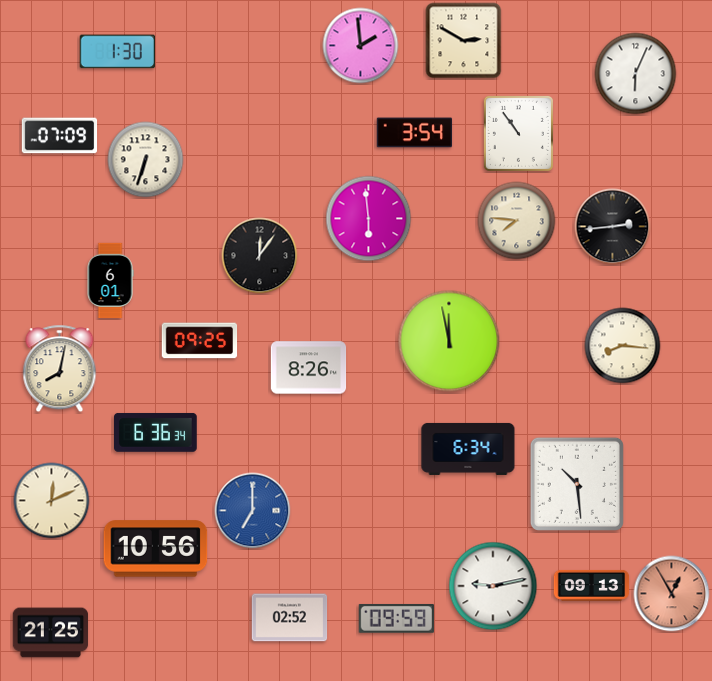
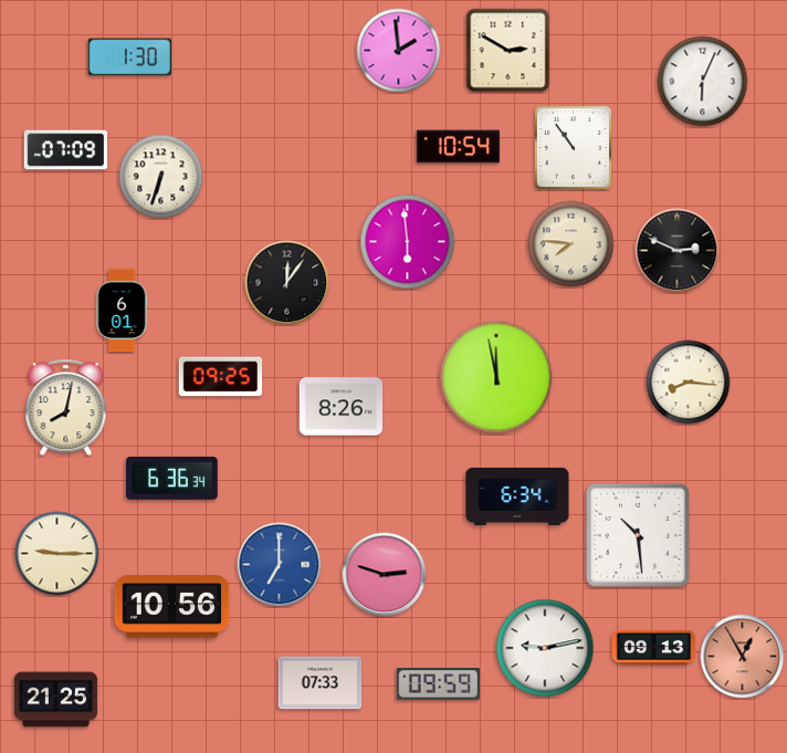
clock at (464, 41) position: (464, 41) -> (508, 51)
clock at (415, 133): 3:54 -> 10:54
clock at (613, 227): 2:44 -> 2:49
clock at (52, 501): 12:11 -> 9:15
clock at (385, 575): none -> 2:48
clock at (290, 618): 02:52 -> 07:33
